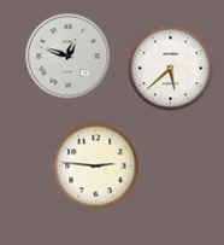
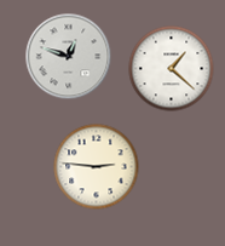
clock at (171, 69): 5:38 -> 1:22
